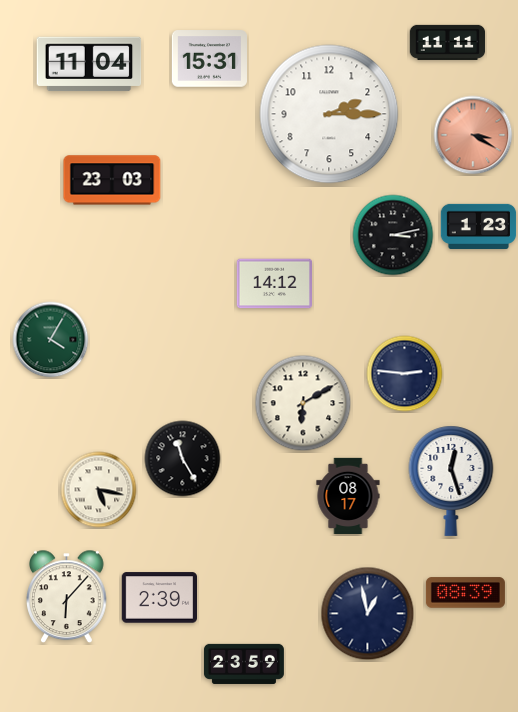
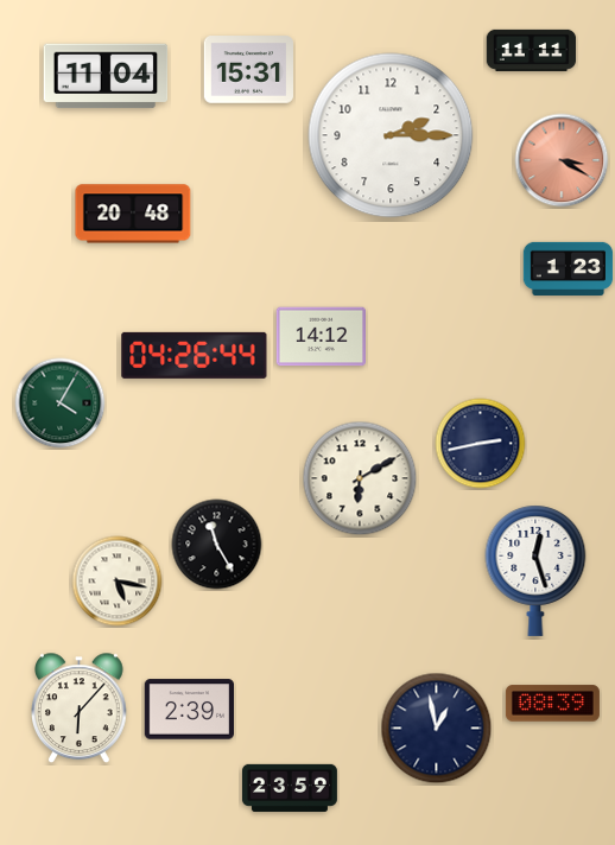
clock at (112, 180): 23:03 -> 20:48
clock at (393, 235): 3:13 -> none
clock at (275, 284) position: (275, 284) -> (322, 337)
clock at (195, 355): none -> 04:26
clock at (405, 374): 2:46 -> 2:43
clock at (348, 495): 08:17 -> none
